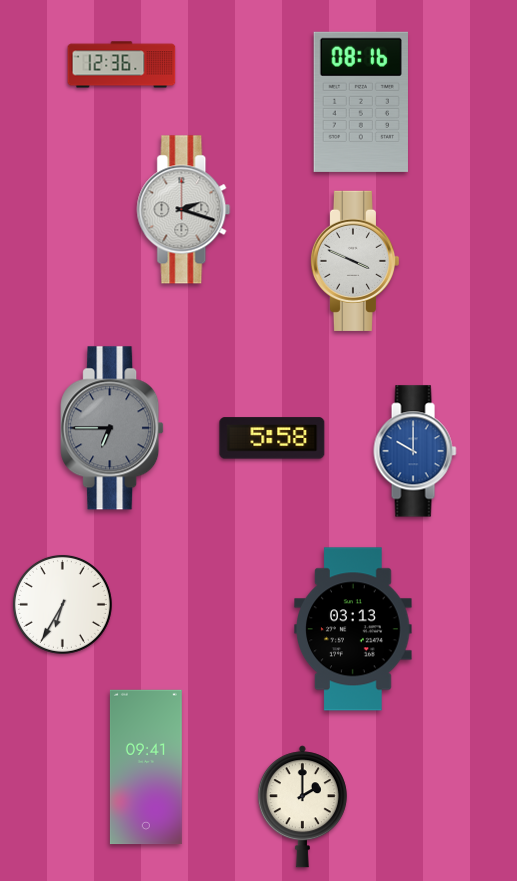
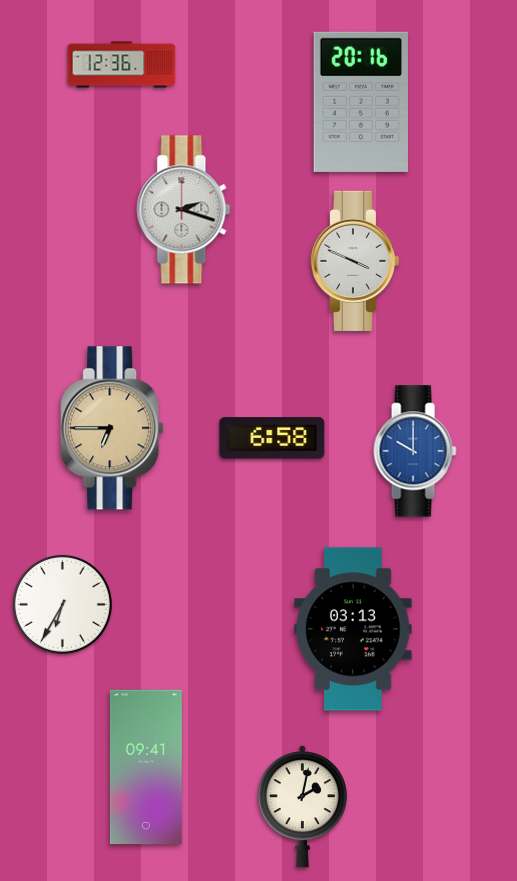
clock at (361, 102): 08:16 -> 20:16
clock at (112, 428) dial: grey -> champagne
clock at (272, 438): 5:58 -> 6:58
clock at (302, 807): 2:00 -> 2:02
